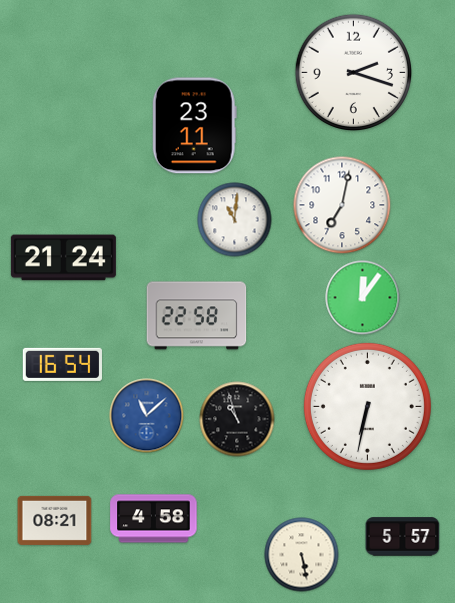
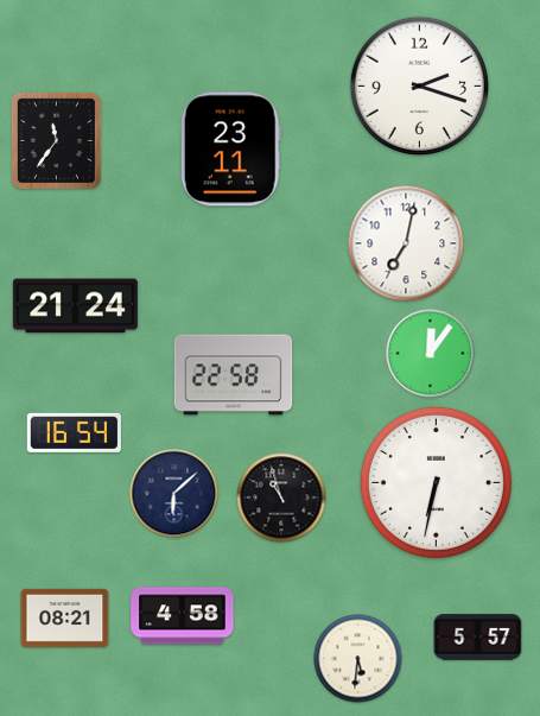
clock at (56, 140): none -> 11:36
clock at (235, 220): 11:01 -> none
clock at (147, 416): 11:08 -> 6:08
clock at (147, 416) dial: blue -> navy
clock at (302, 555): 5:28 -> 5:31
